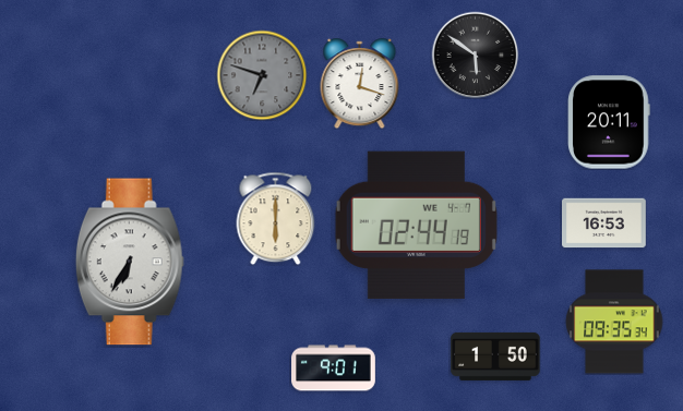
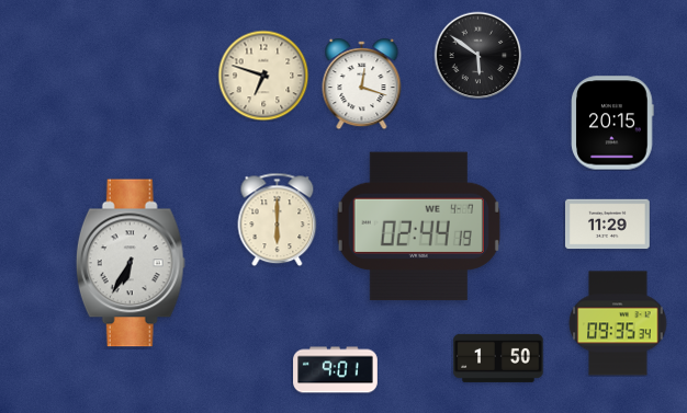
clock at (262, 75) dial: grey -> cream
clock at (609, 122): 20:11 -> 20:15
clock at (604, 223): 16:53 -> 11:29
